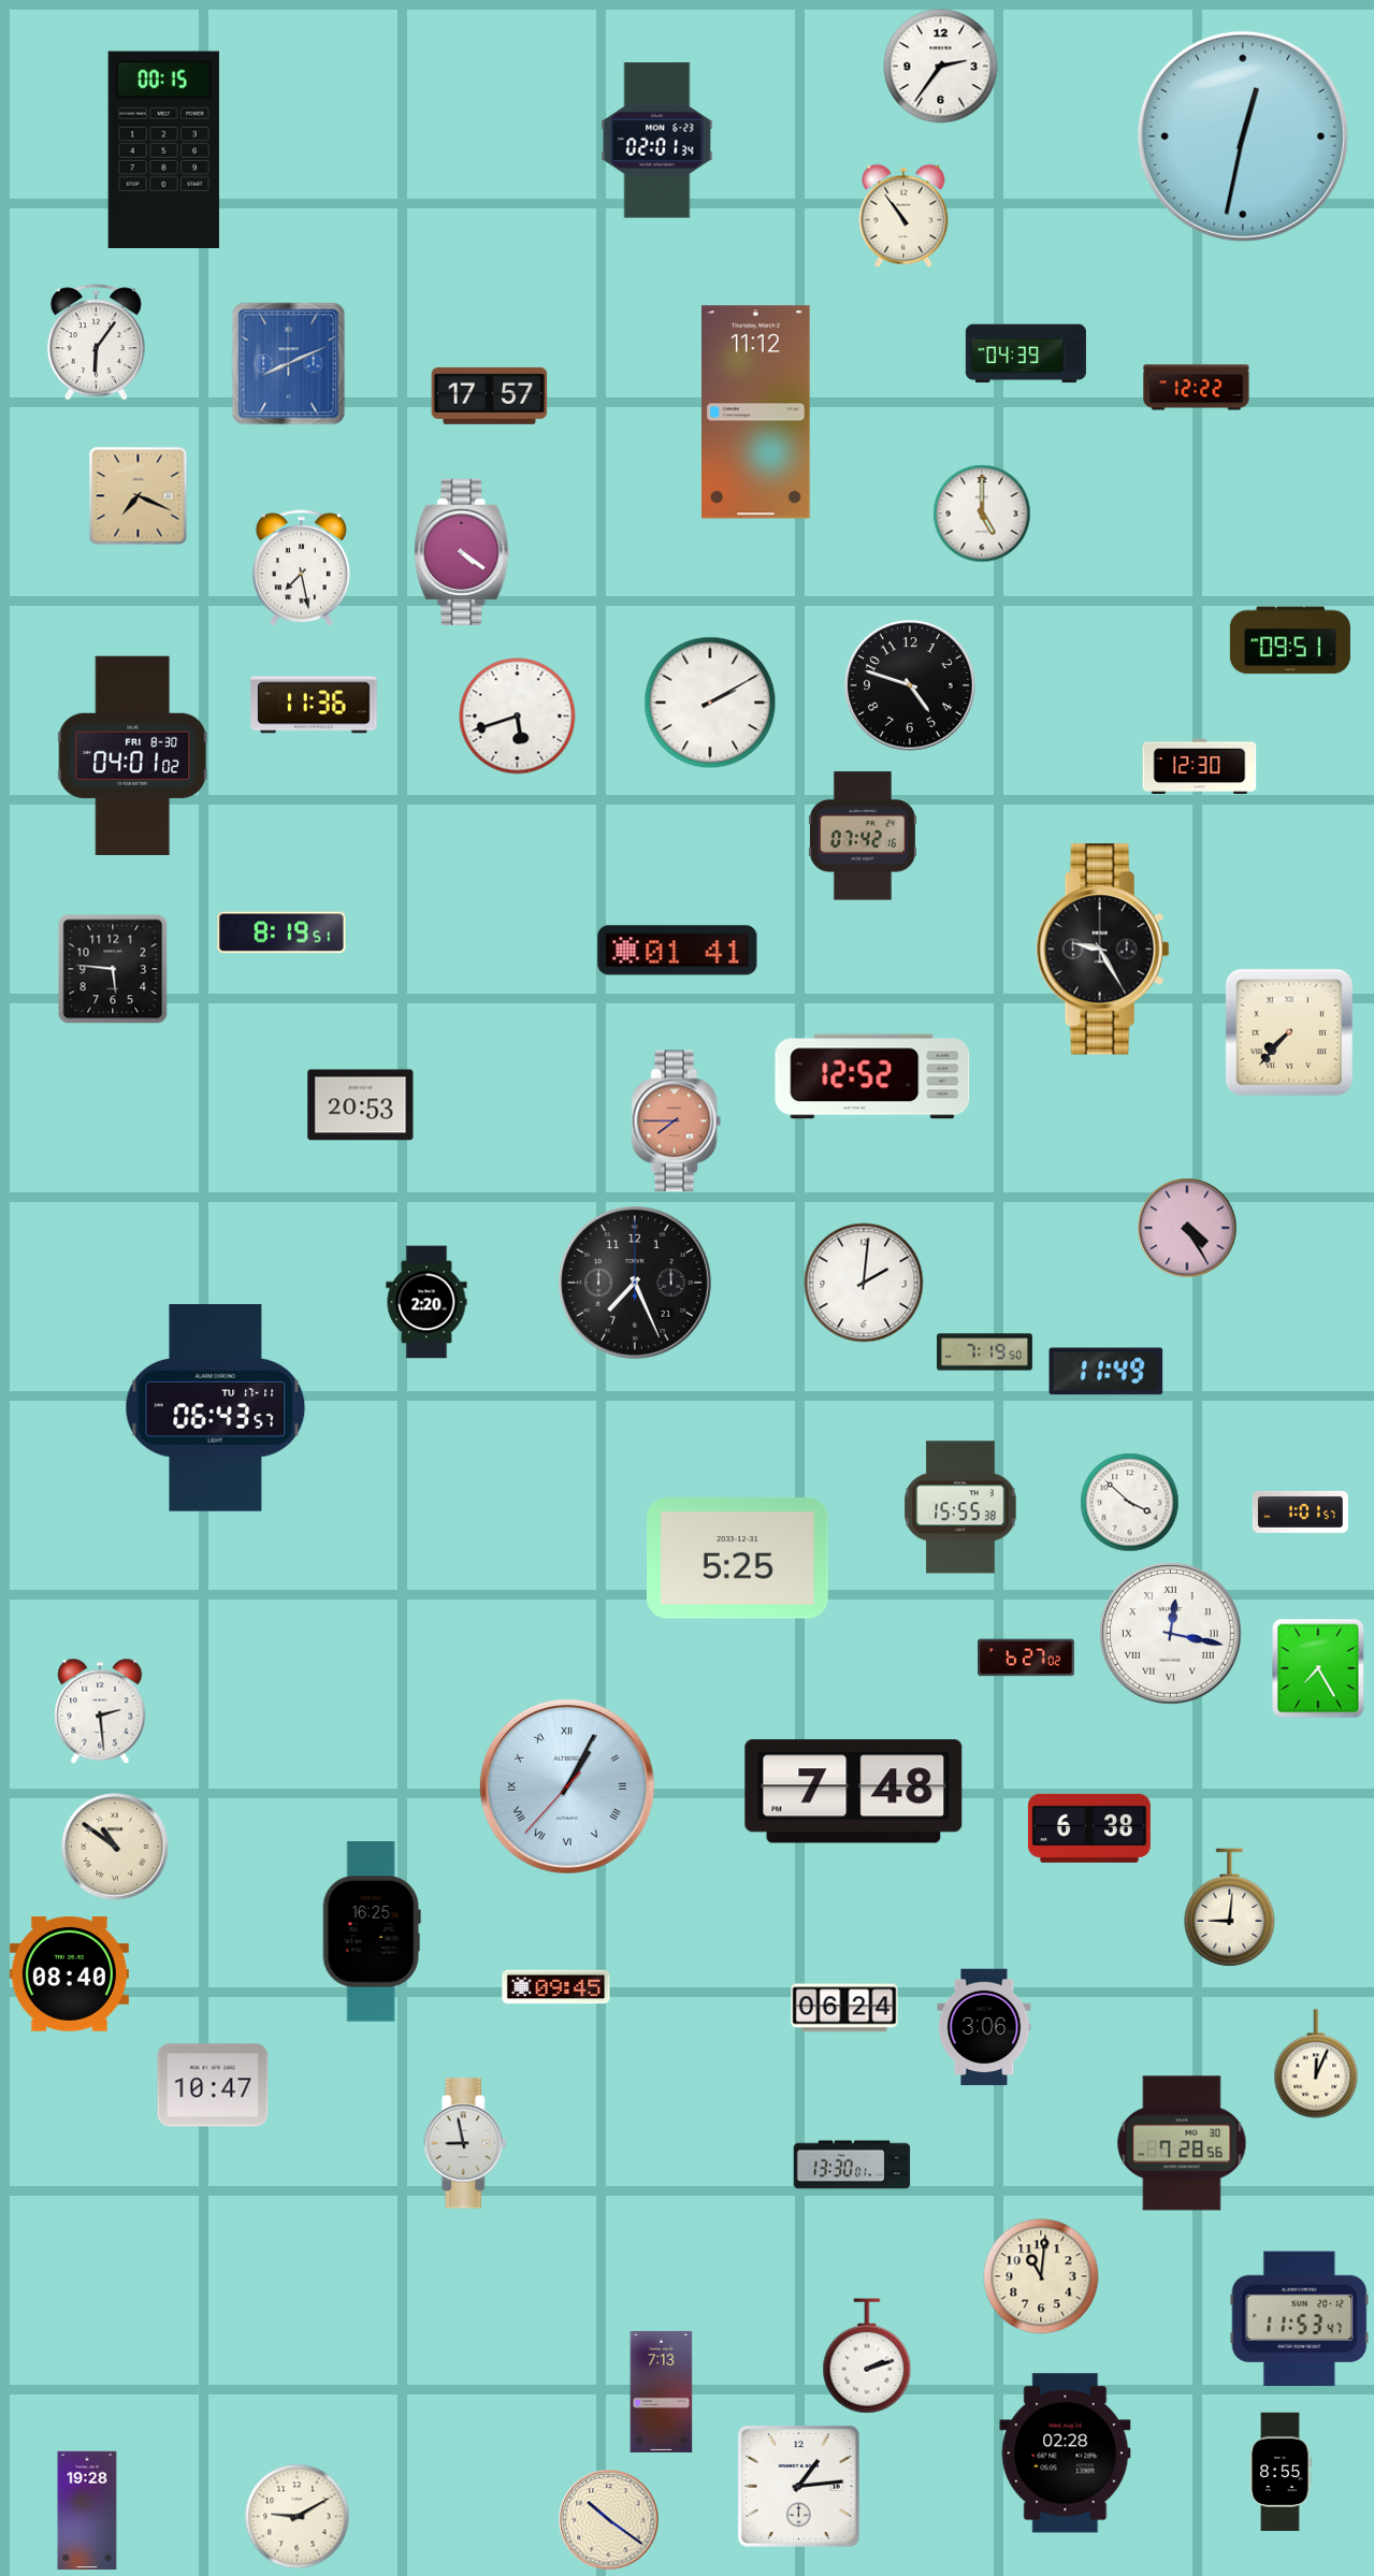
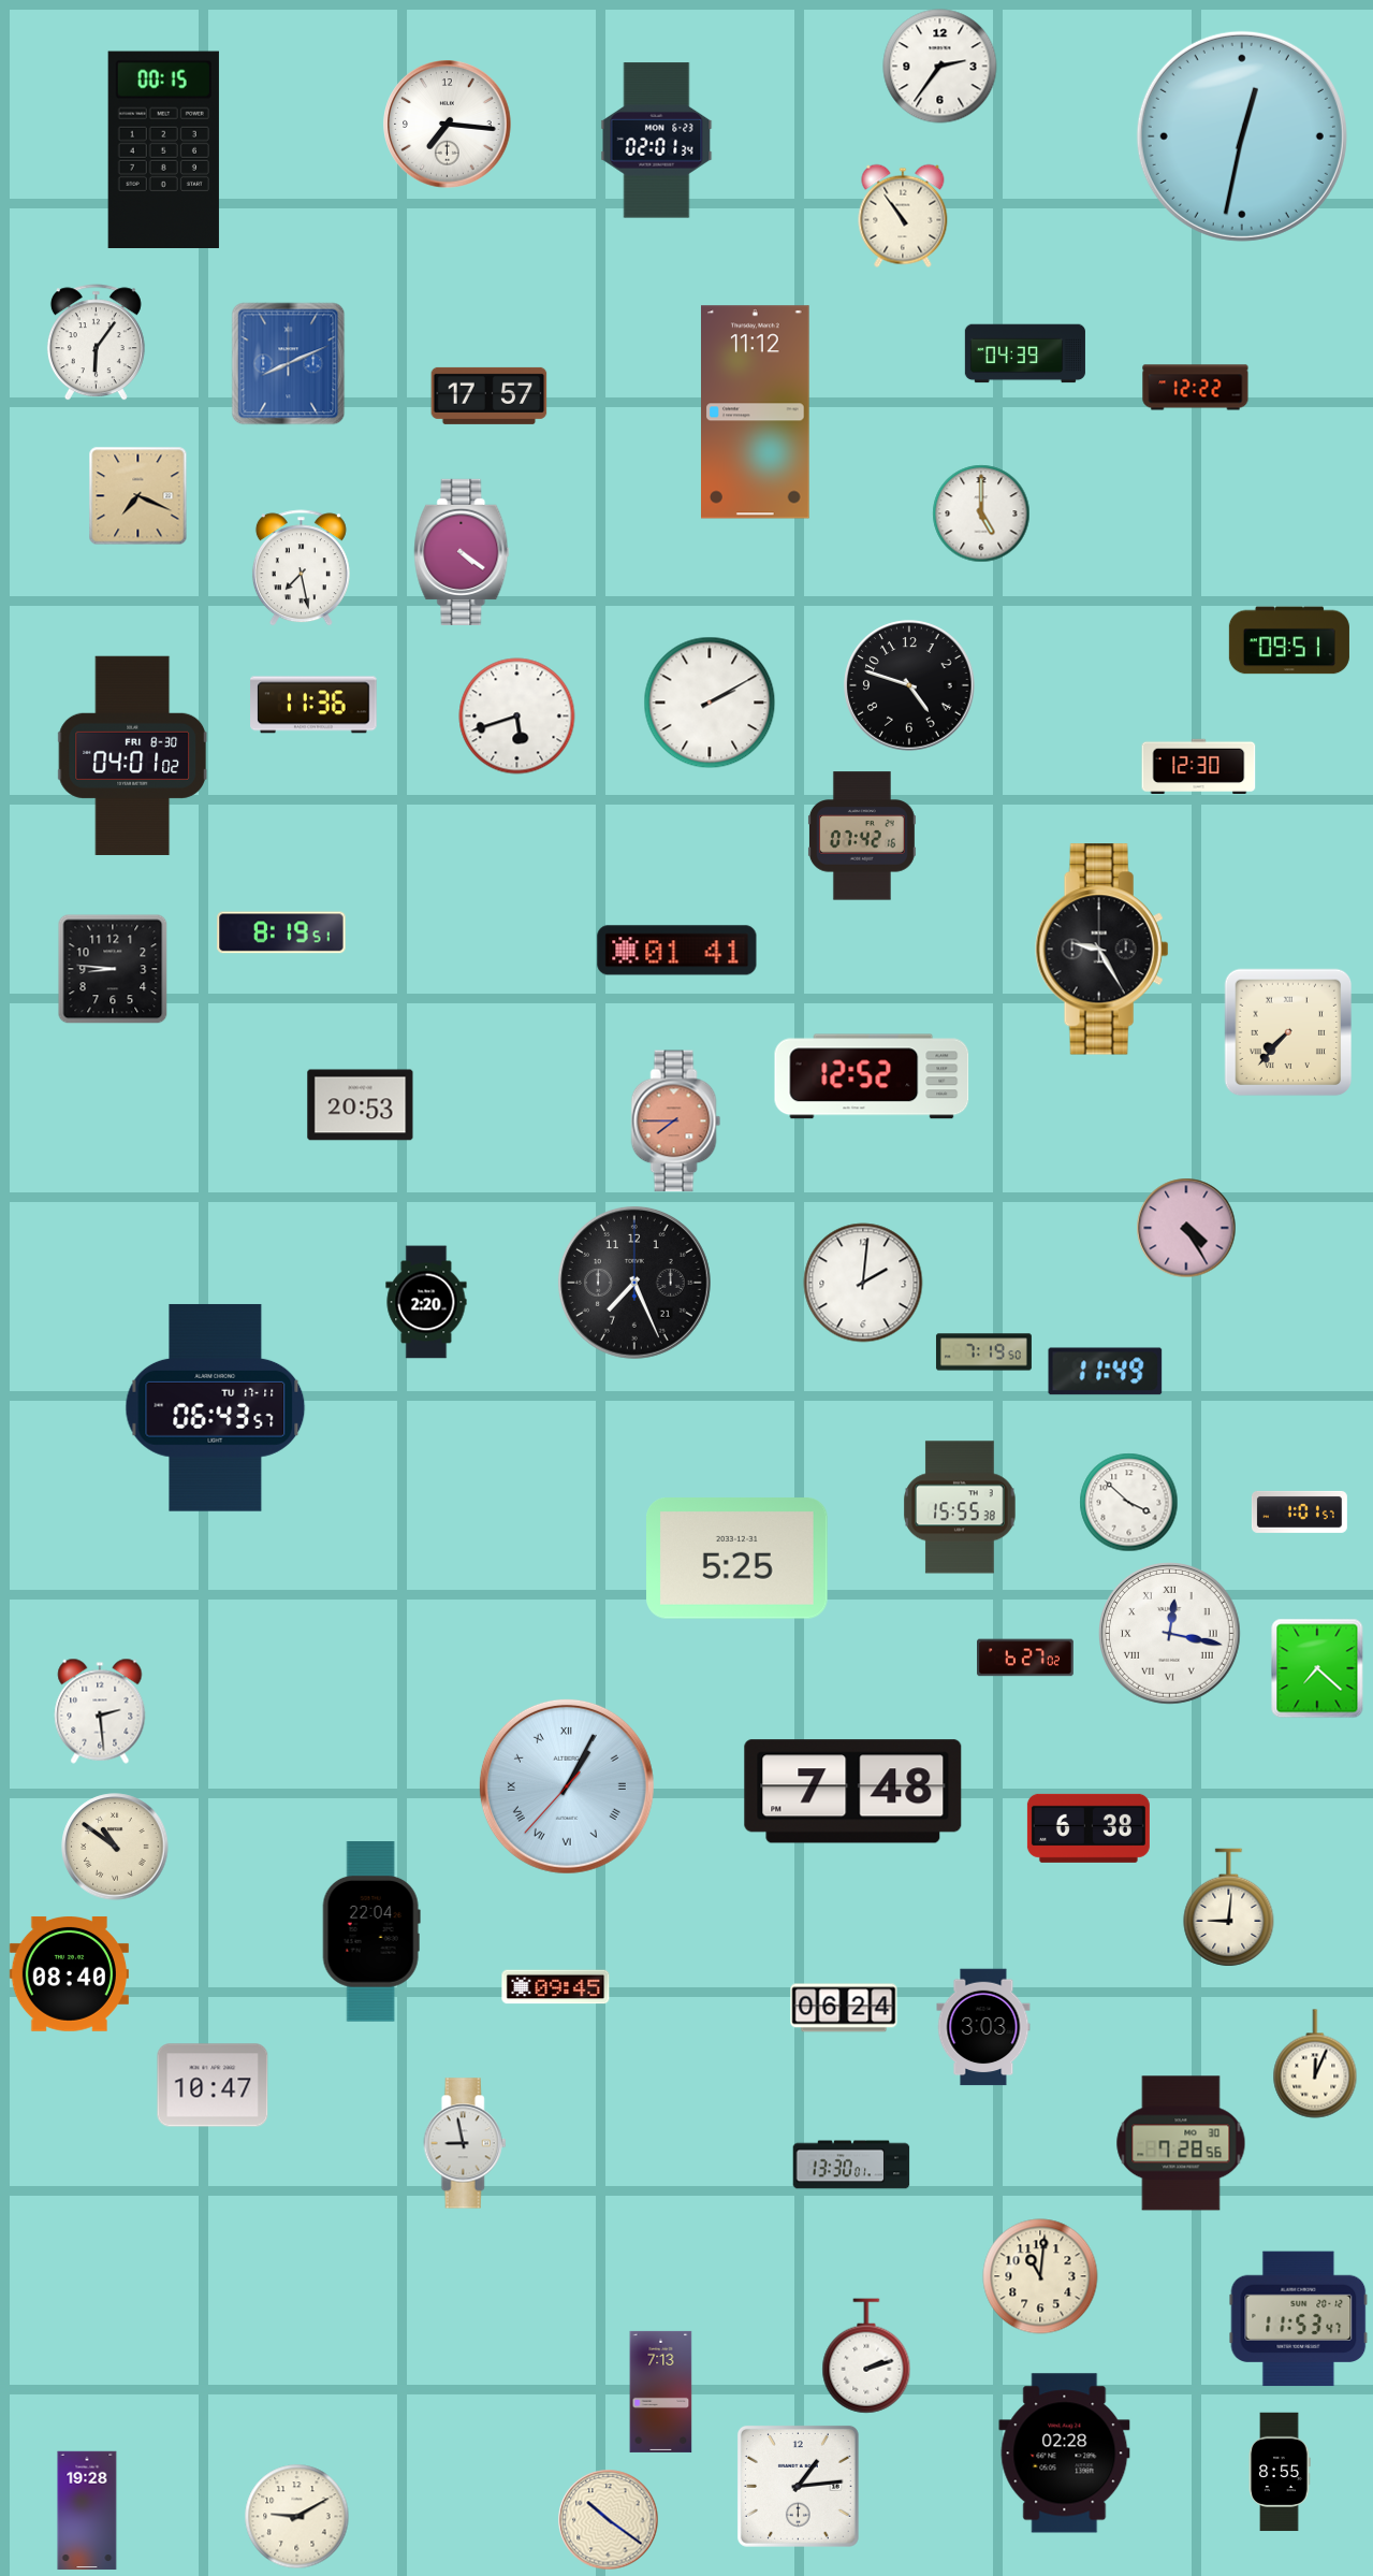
clock at (448, 125): none -> 7:16
clock at (113, 969): 5:46 -> 8:46
clock at (1318, 1668): 7:25 -> 7:22
clock at (372, 1933): 16:25 -> 22:04
clock at (984, 2027): 3:06 -> 3:03
